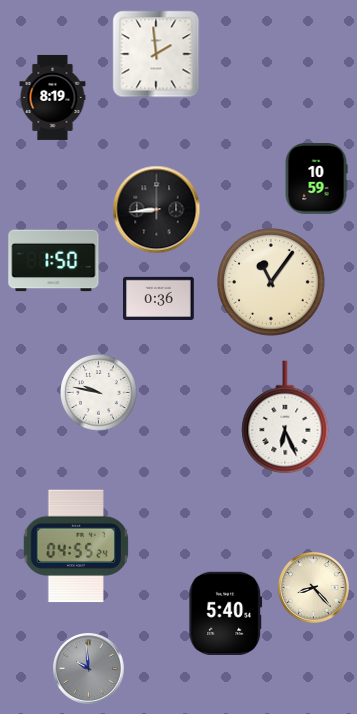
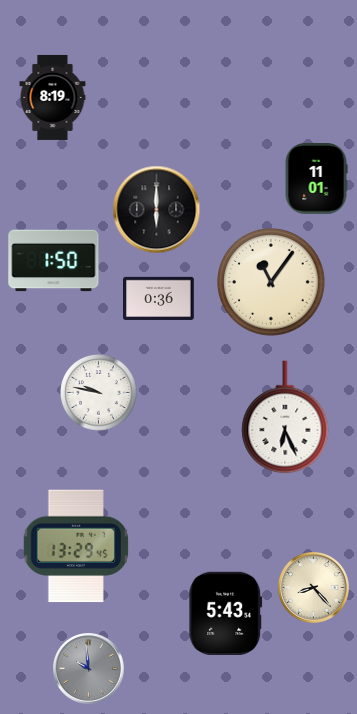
clock at (156, 54): 1:59 -> none
clock at (316, 179): 10:59 -> 11:01
clock at (157, 210): 8:44 -> 6:00
clock at (75, 546): 04:55 -> 13:29
clock at (226, 613): 5:40 -> 5:43
